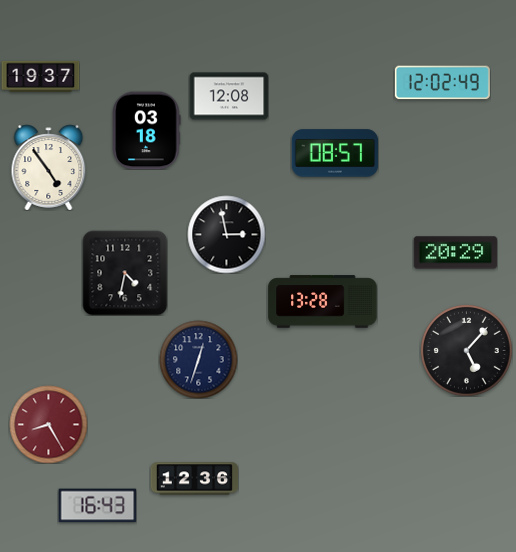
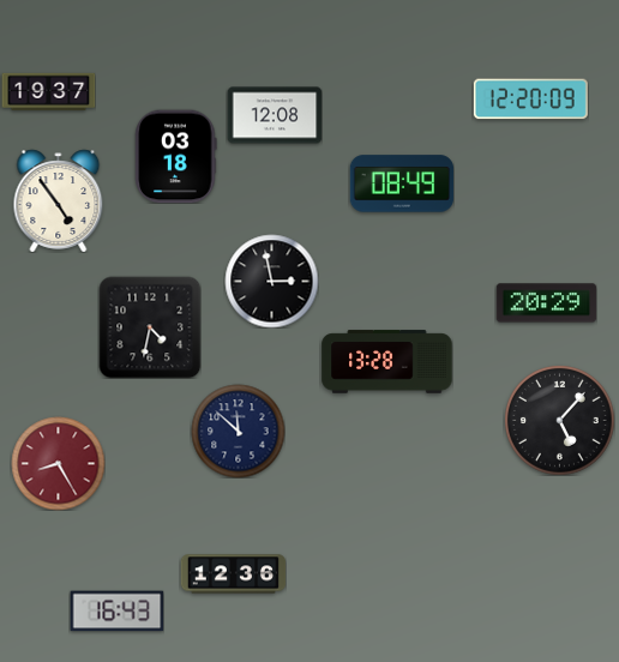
clock at (442, 83): 12:02 -> 12:20
clock at (335, 153): 08:57 -> 08:49
clock at (198, 359): 12:33 -> 11:52
clock at (48, 424) position: (48, 424) -> (58, 463)
clock at (97, 506) position: (97, 506) -> (116, 612)
